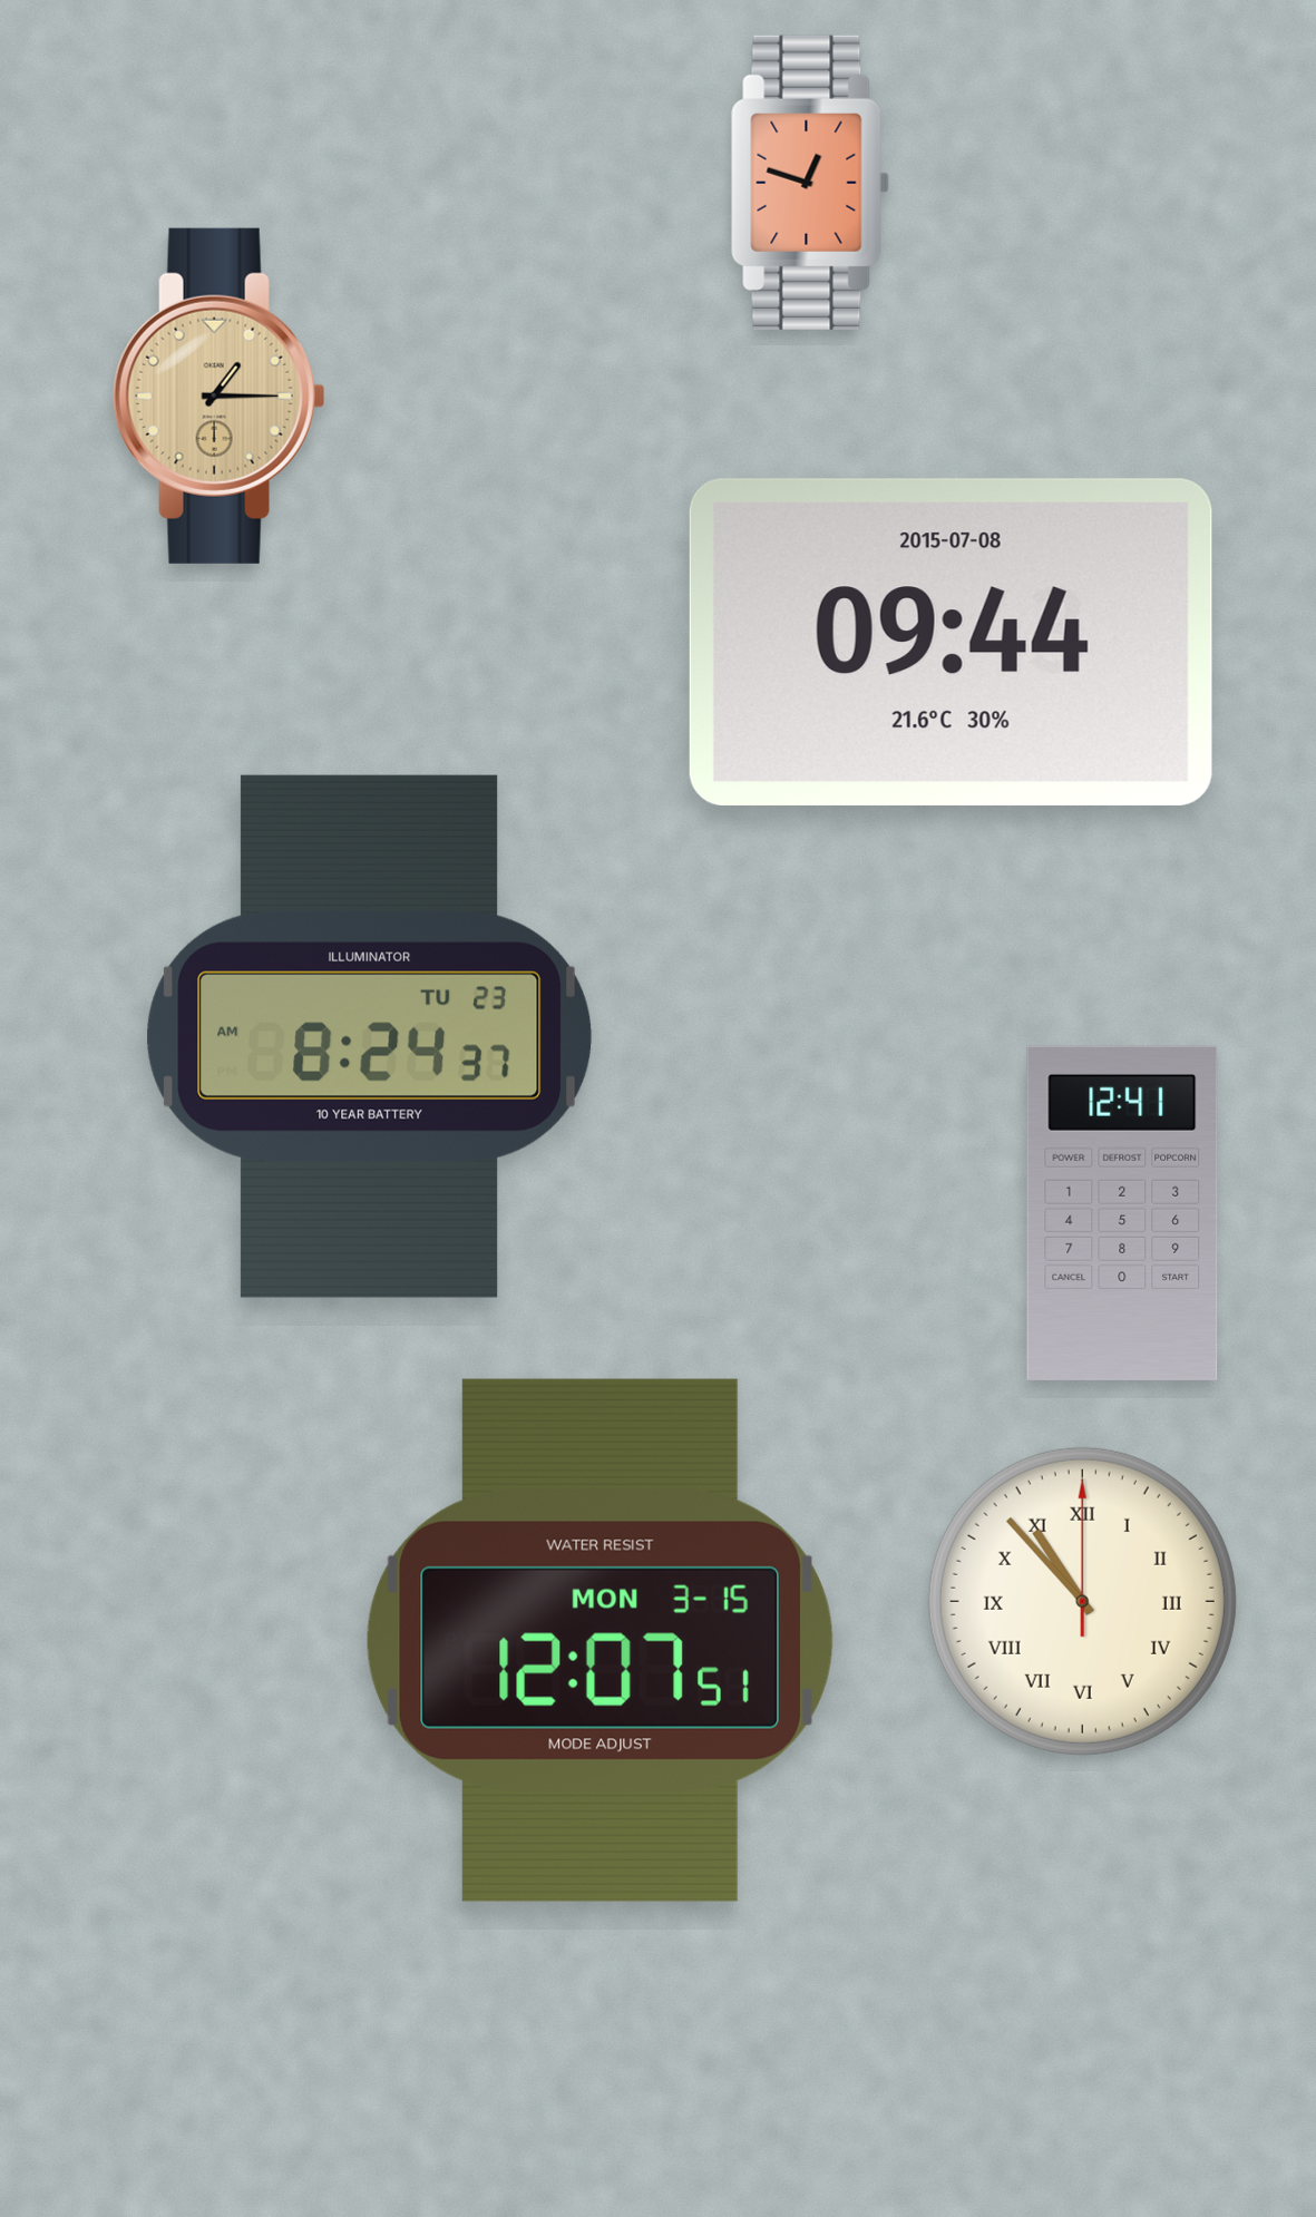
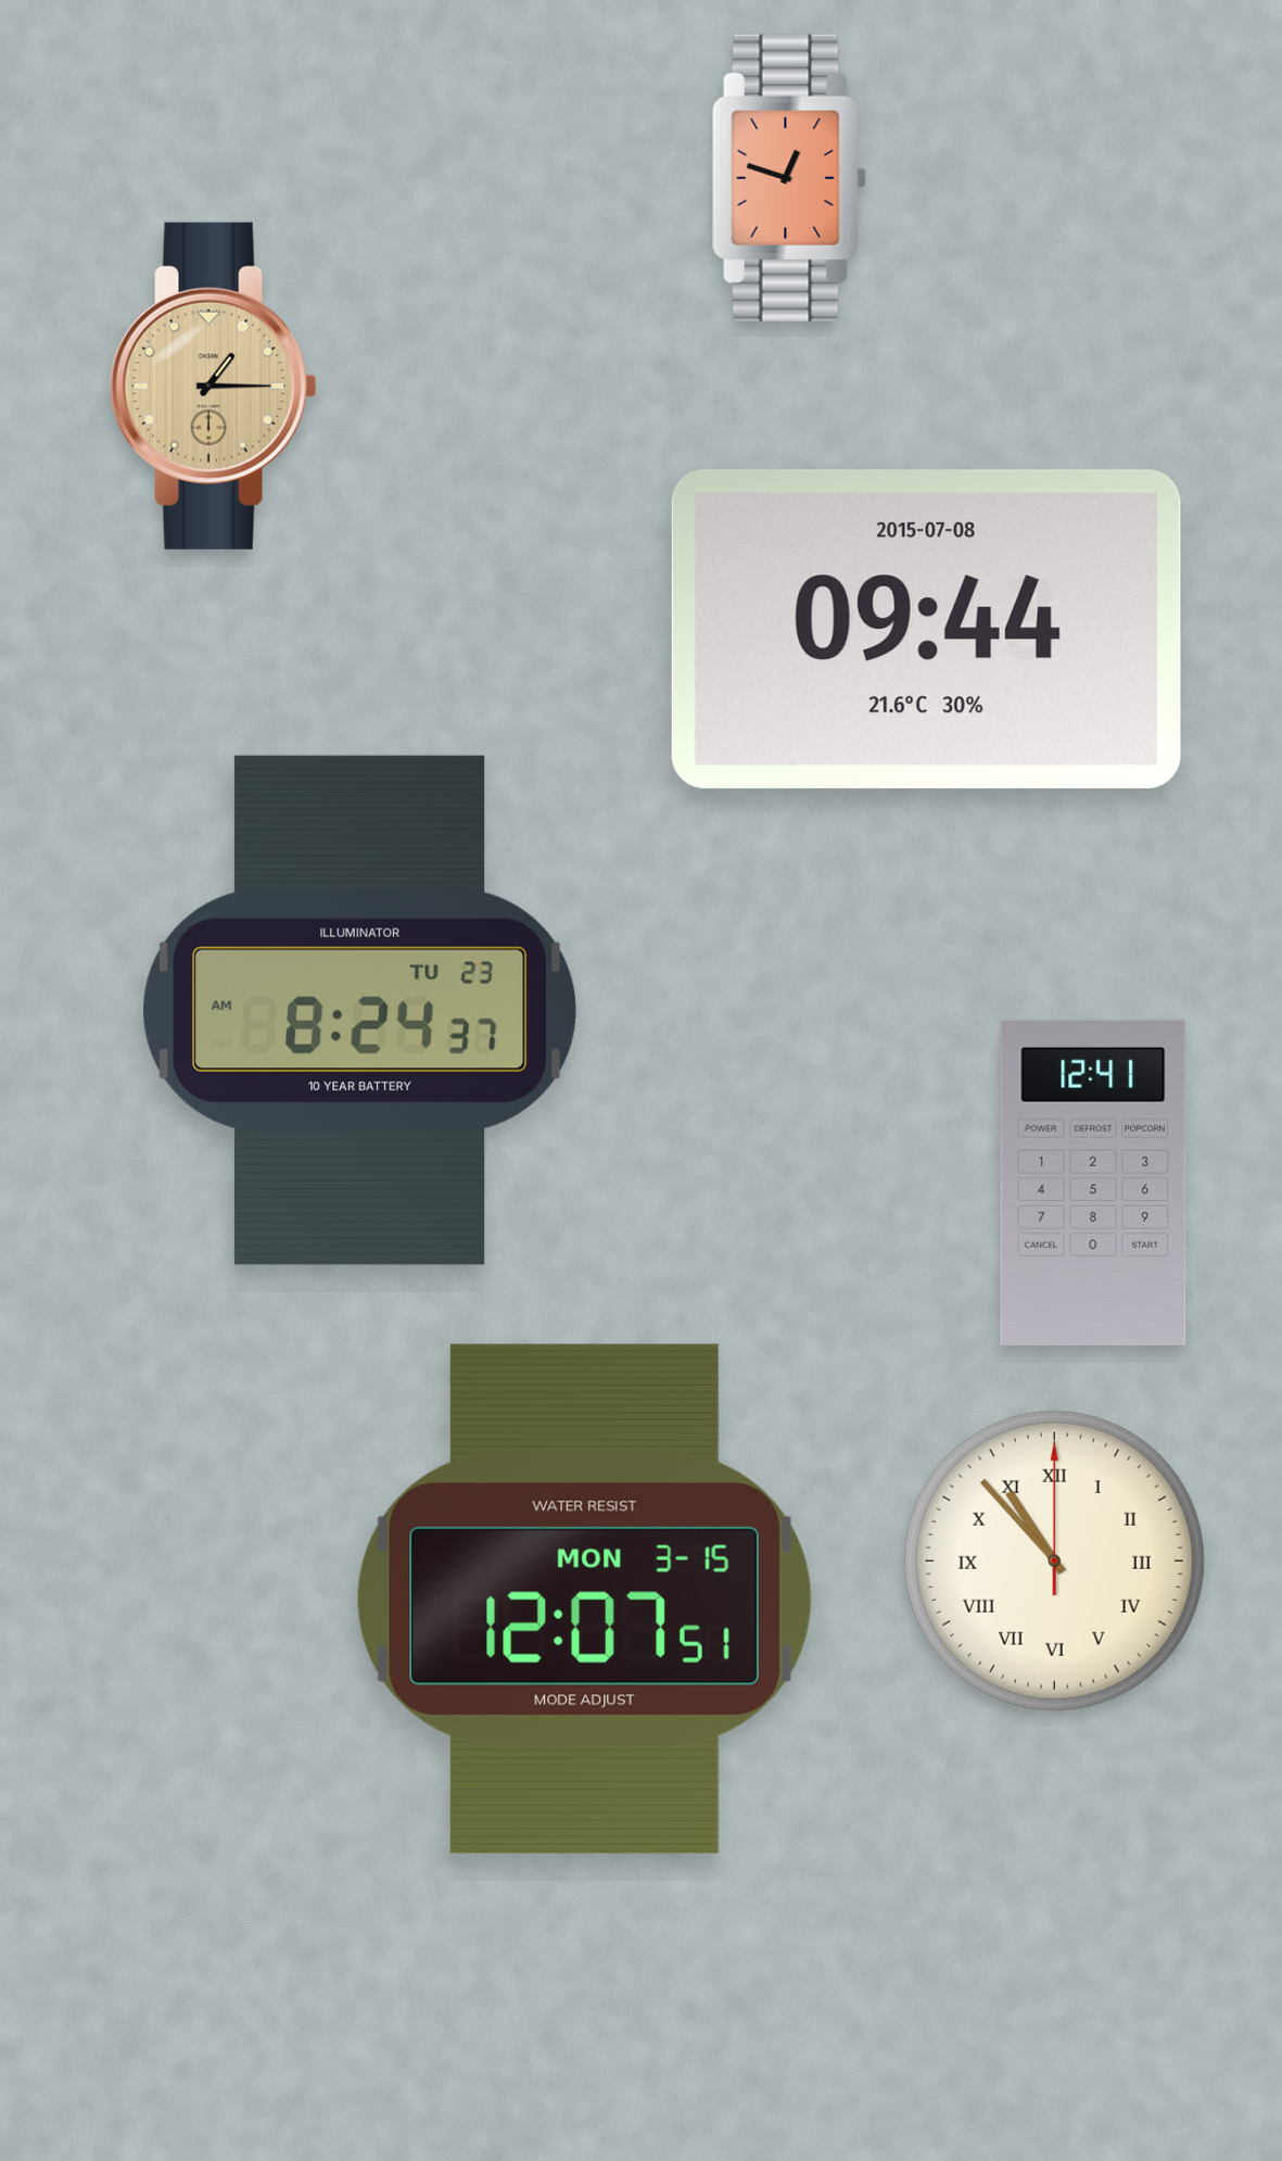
clock at (951, 642) position: (951, 642) -> (926, 629)
